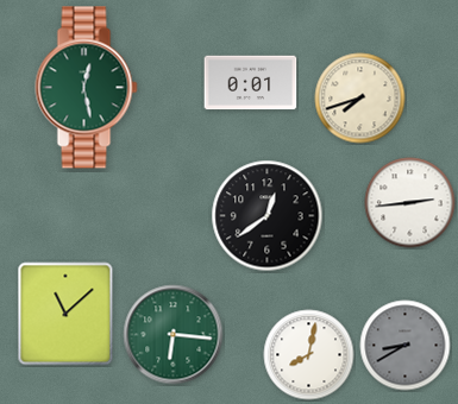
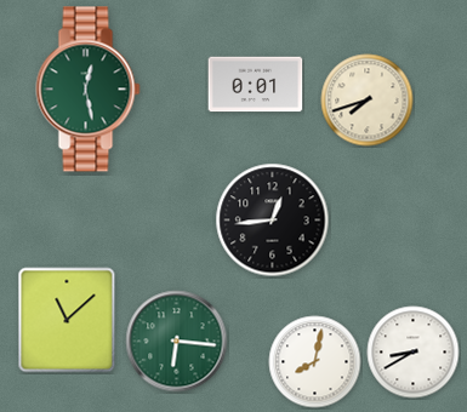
clock at (410, 203): 2:44 -> none
clock at (268, 216): 12:39 -> 12:44
clock at (406, 346) dial: grey -> white
